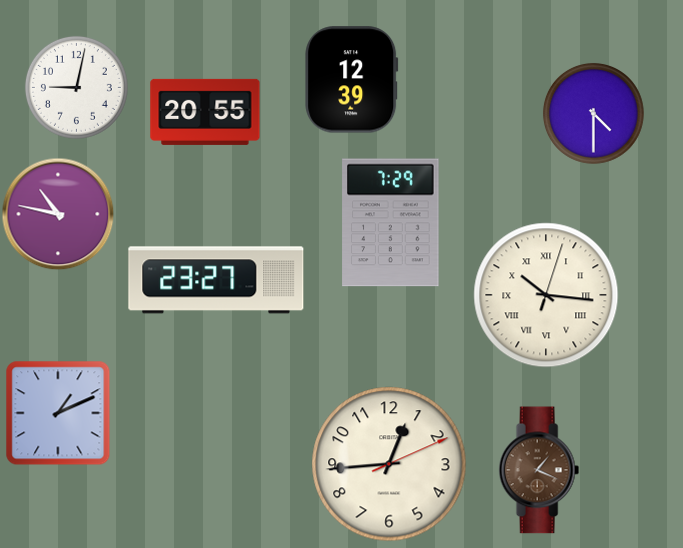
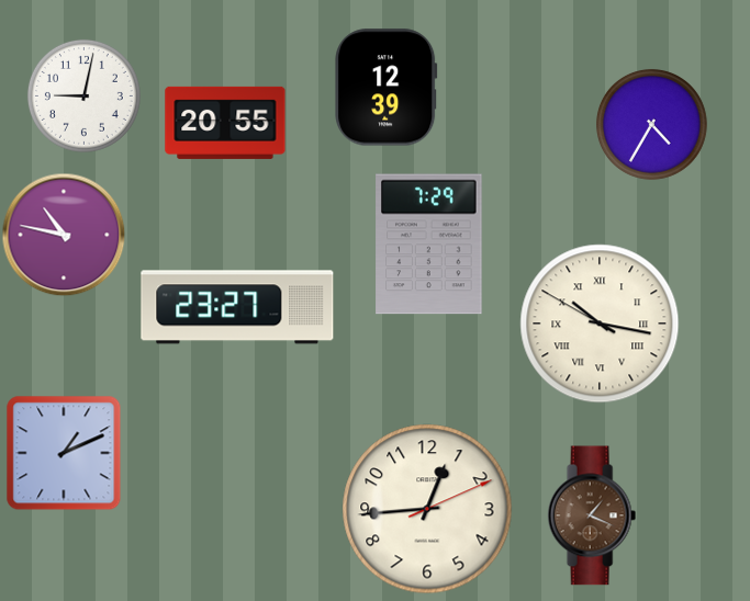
clock at (593, 113): 4:30 -> 4:35
clock at (546, 295): 10:16:03 -> 10:16:50
